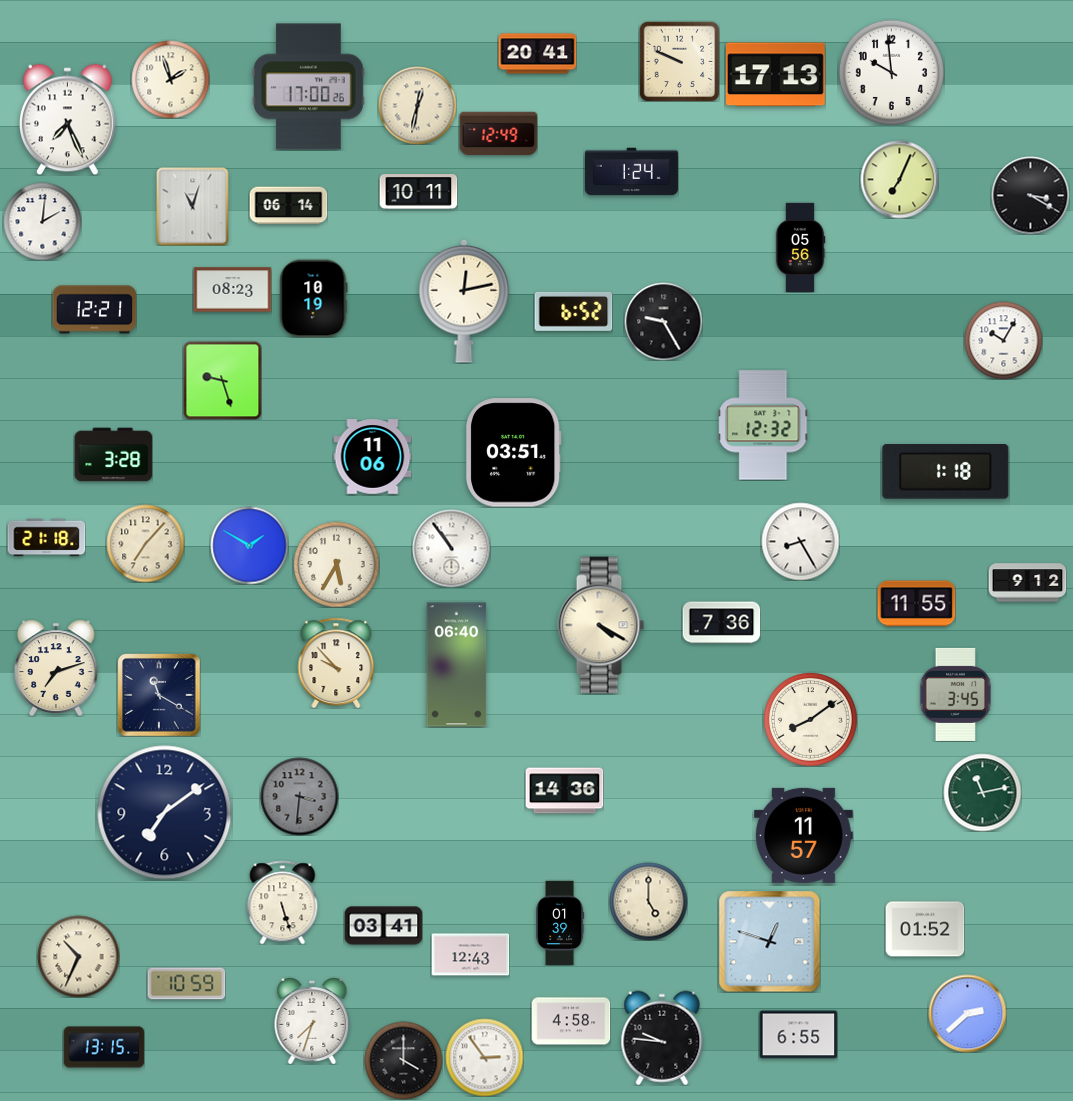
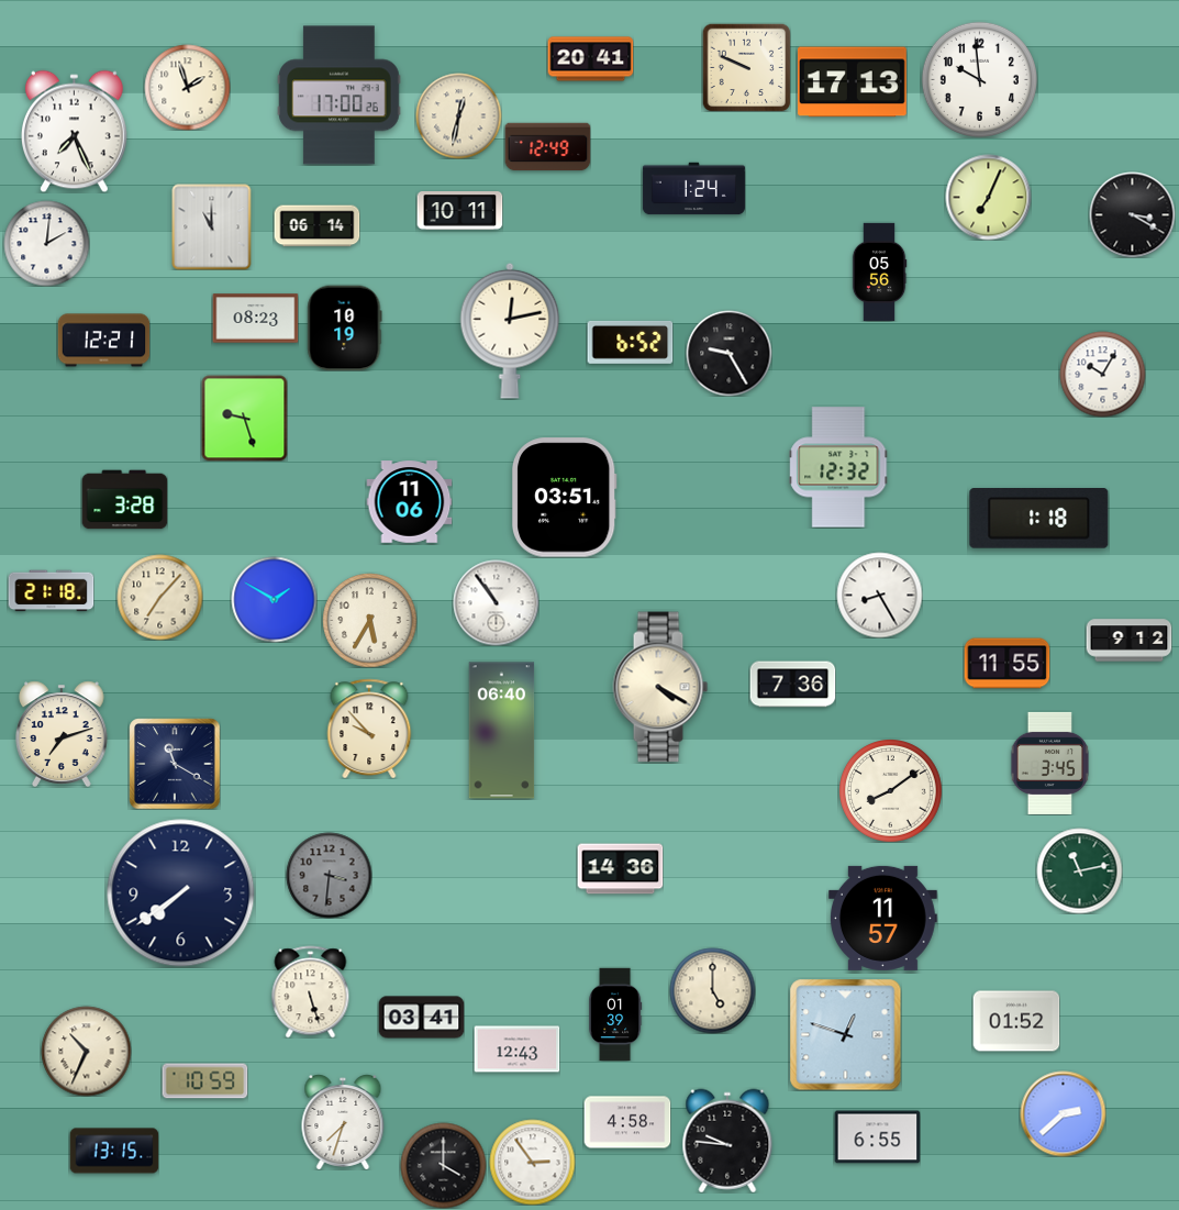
clock at (193, 206): 11:03 -> 11:00
clock at (165, 813): 7:09 -> 7:39
